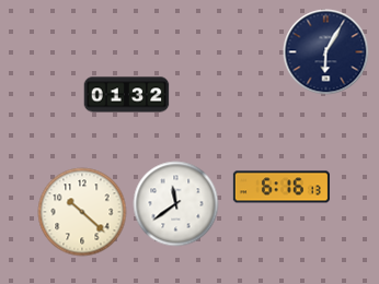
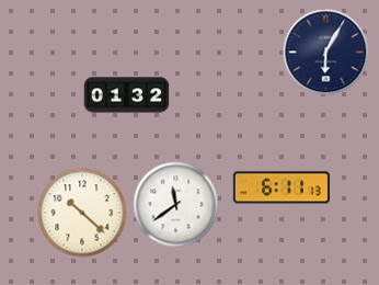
clock at (282, 187): 6:16 -> 6:11
